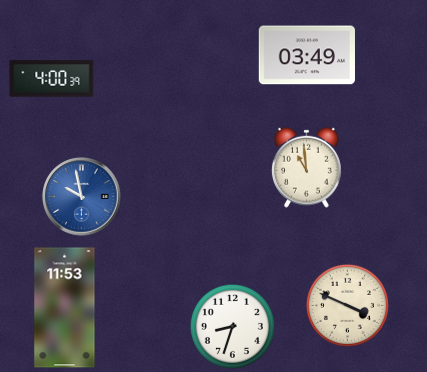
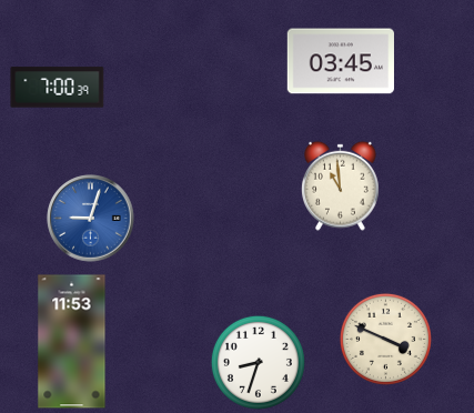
clock at (307, 55): 03:49 -> 03:45
clock at (52, 79): 4:00 -> 7:00
clock at (82, 197): 9:58 -> 9:03
